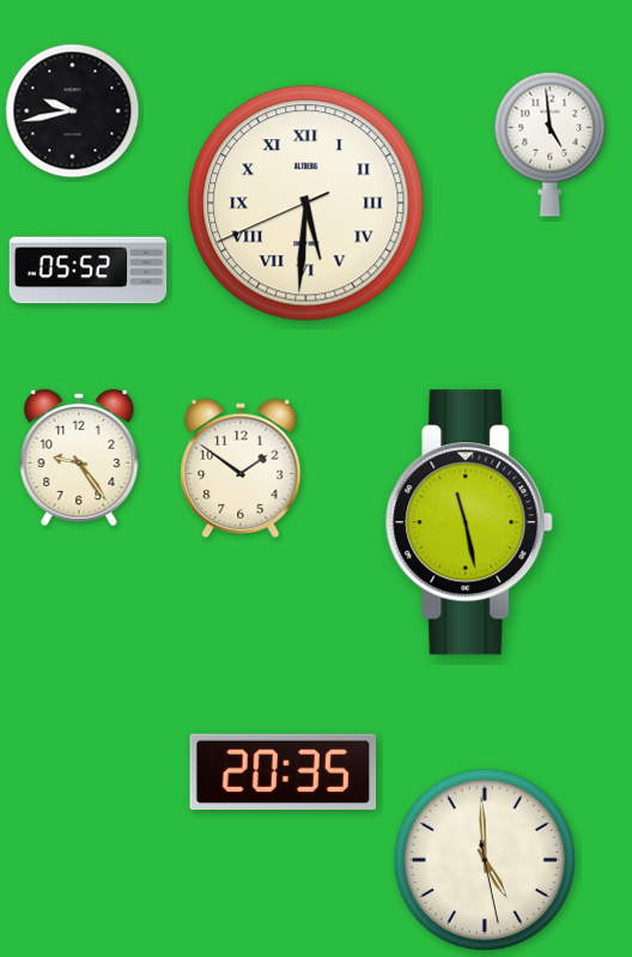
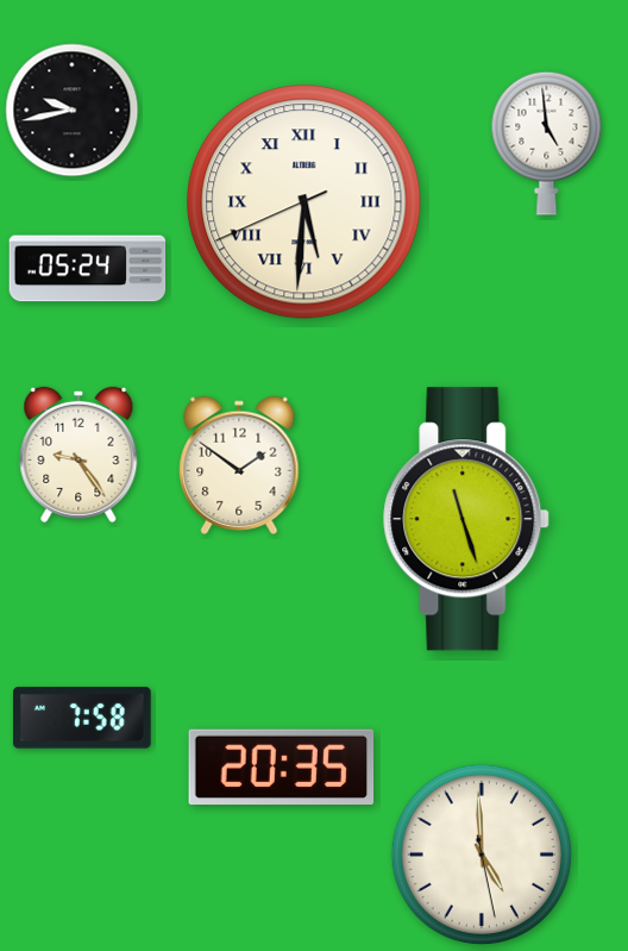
clock at (89, 271): 05:52 -> 05:24
clock at (470, 522): 11:28 -> 11:27
clock at (82, 718): none -> 7:58
